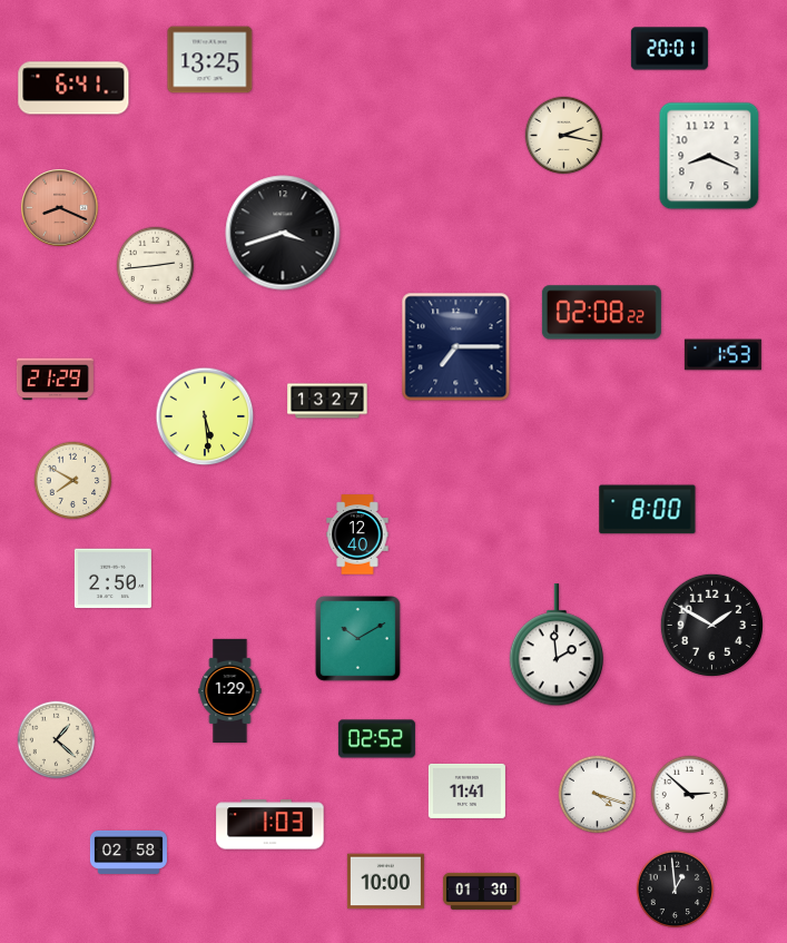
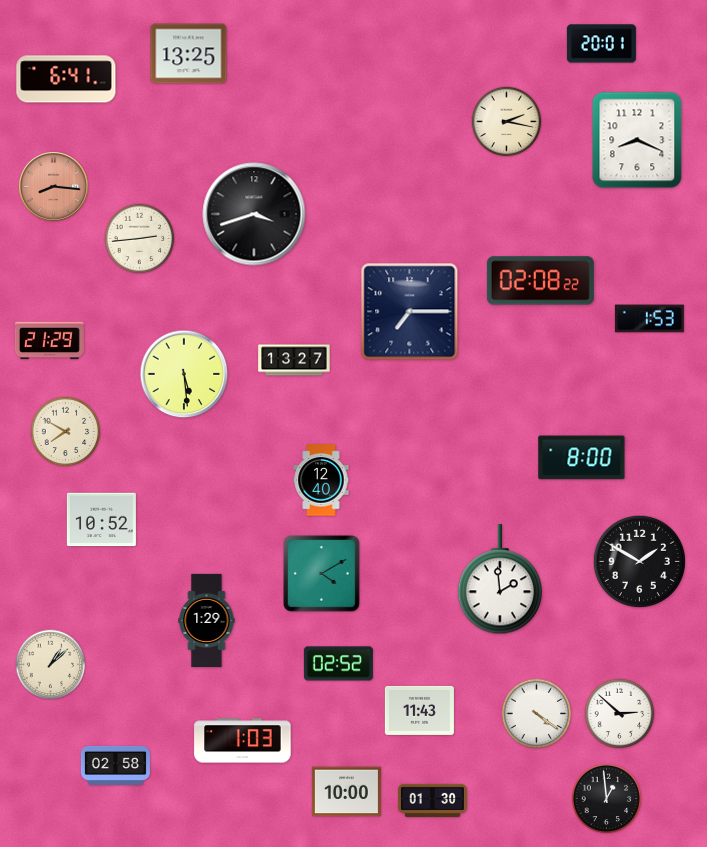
clock at (60, 208): 8:19 -> 8:16
clock at (283, 233) position: (283, 233) -> (254, 214)
clock at (112, 579): 2:50 -> 10:52
clock at (357, 638): 10:10 -> 4:10
clock at (57, 740): 1:22 -> 1:08
clock at (466, 790): 11:41 -> 11:43
clock at (598, 795): 4:18 -> 4:21
